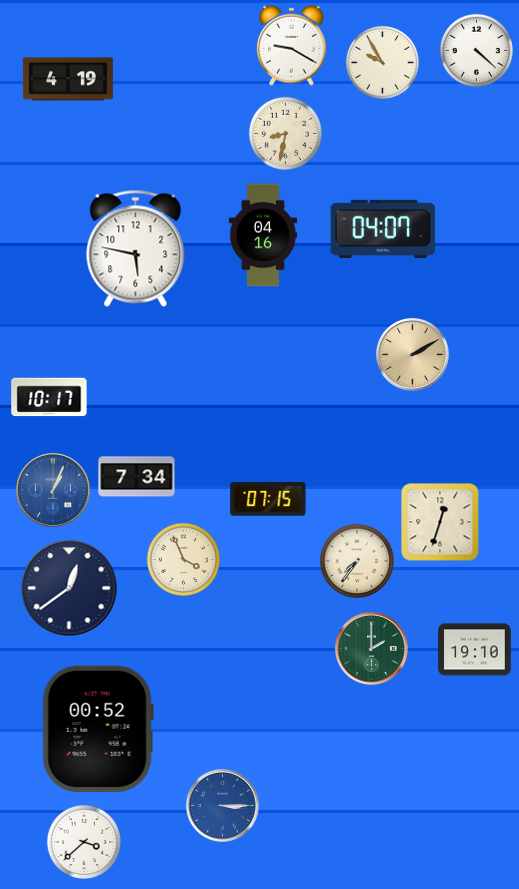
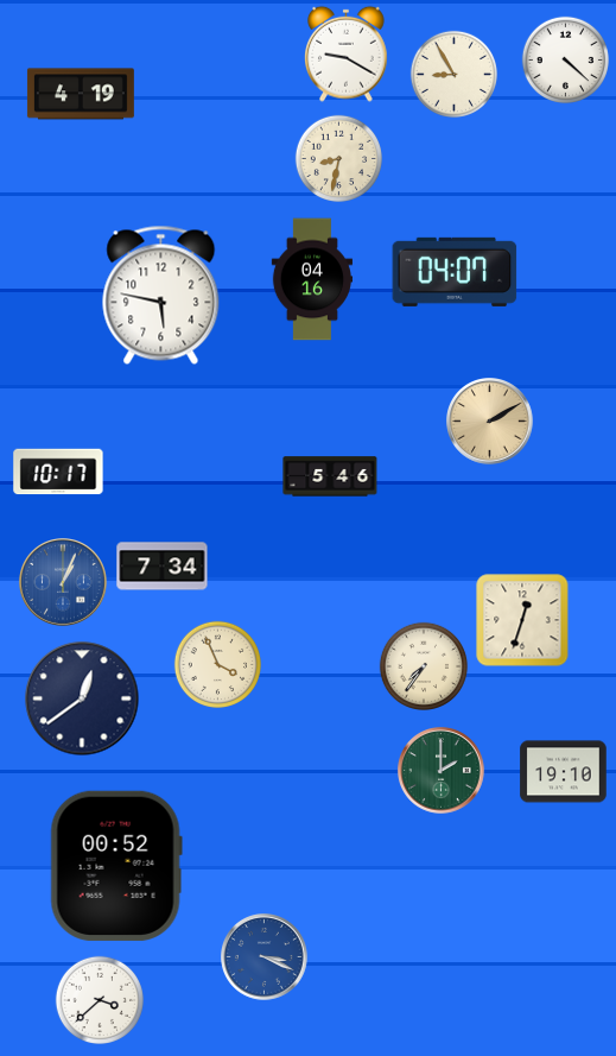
clock at (382, 62): 9:55 -> 8:55
clock at (330, 476): none -> 5:46
clock at (268, 499): 07:15 -> none
clock at (223, 806): 3:15 -> 3:19
